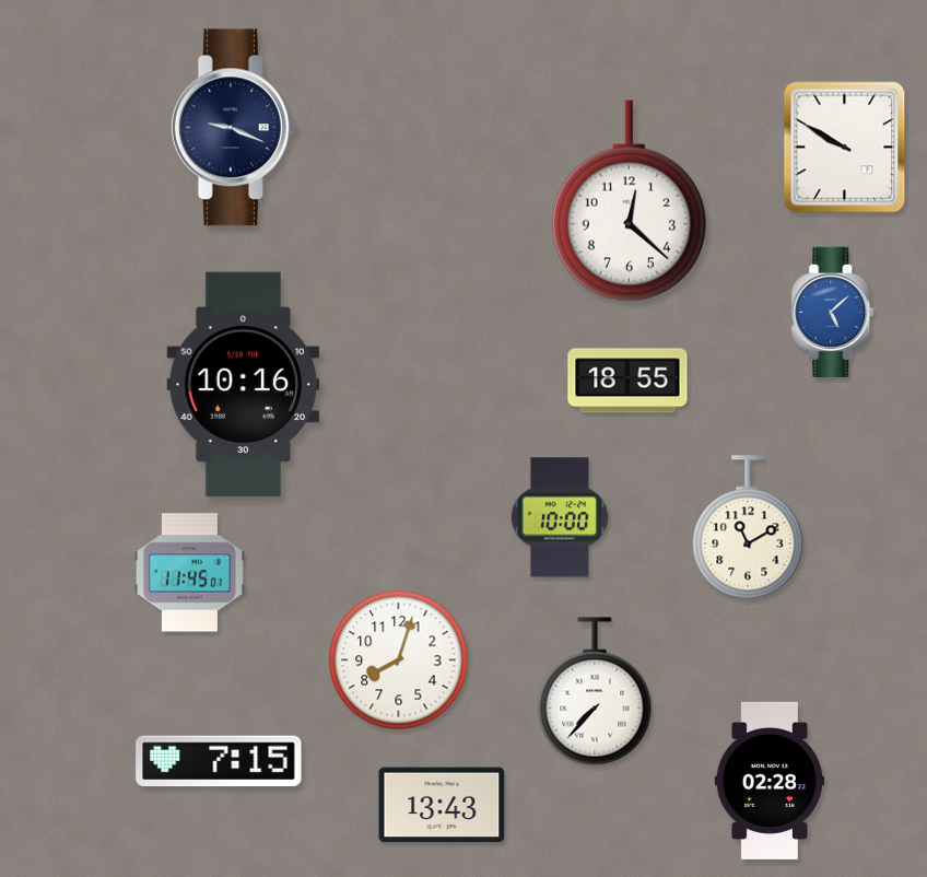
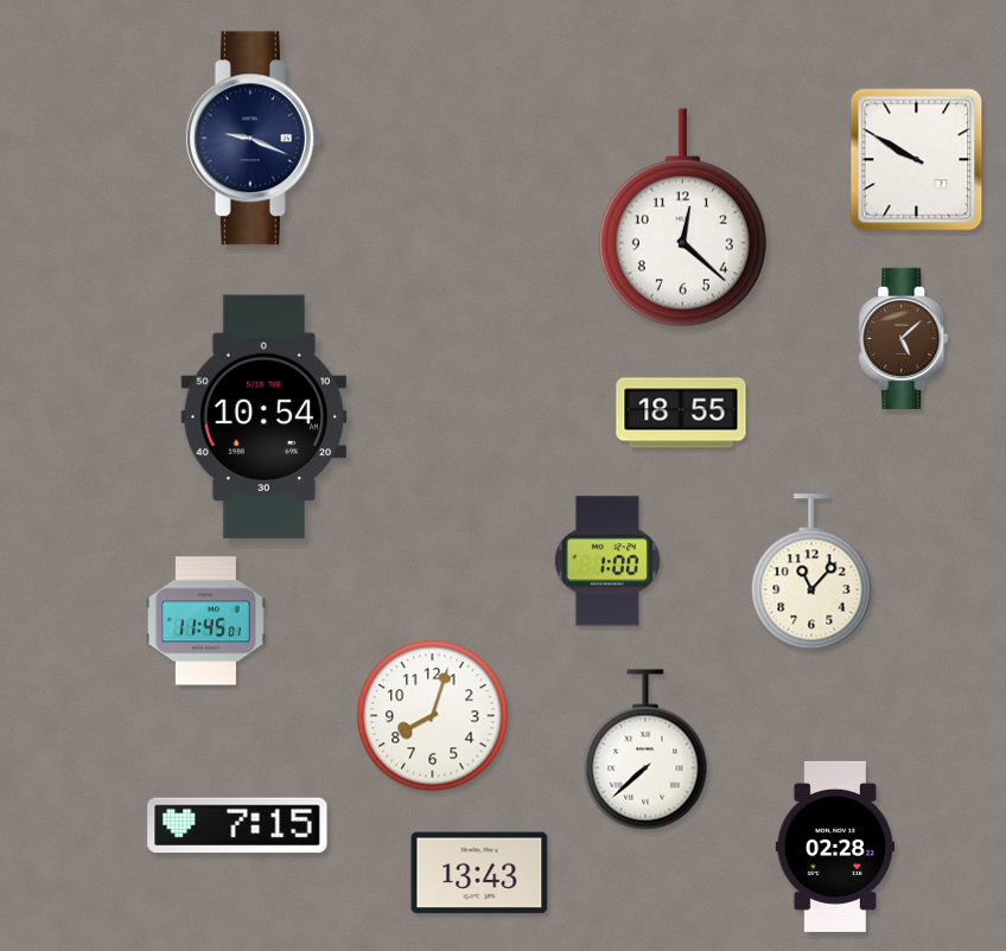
clock at (833, 312) dial: blue -> brown
clock at (244, 385): 10:16 -> 10:54
clock at (560, 517): 10:00 -> 1:00
clock at (748, 527): 11:10 -> 11:07
clock at (595, 691): 7:37 -> 7:38
